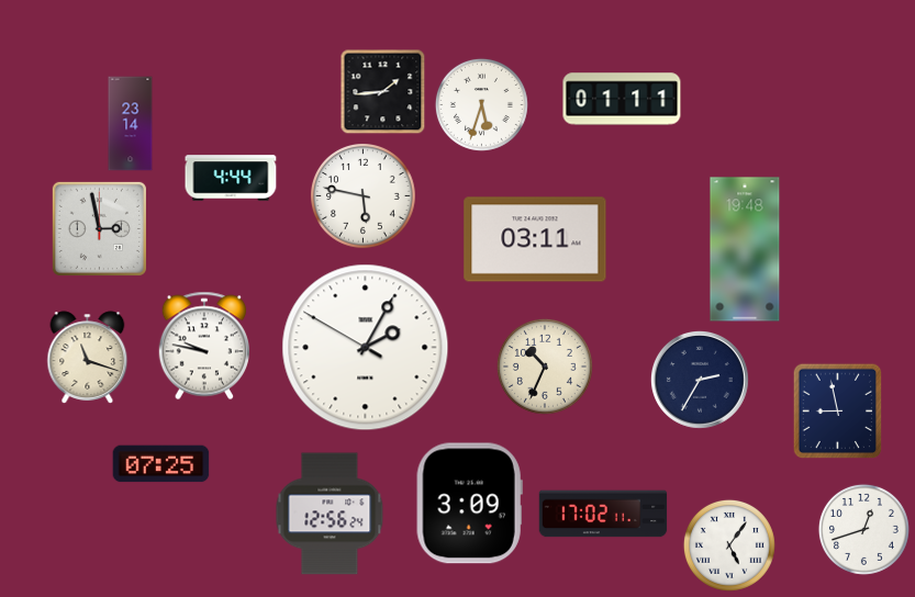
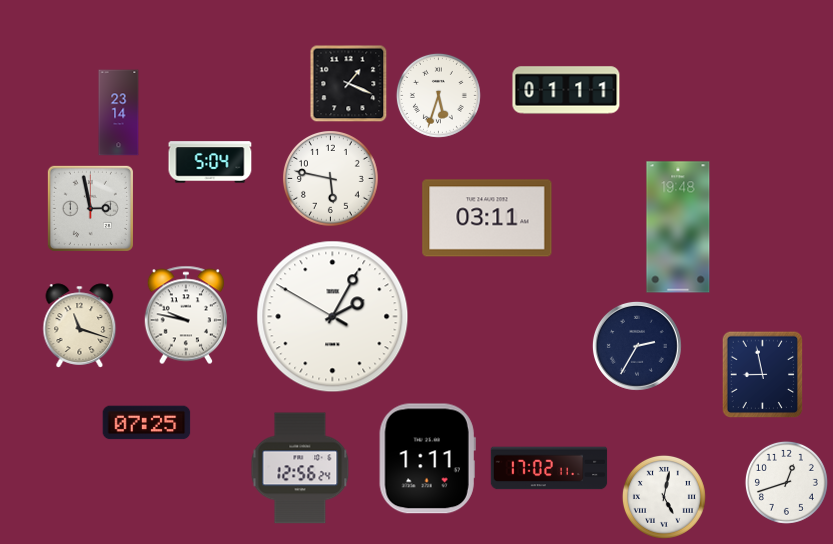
clock at (383, 92): 1:44 -> 1:19
clock at (231, 178): 4:44 -> 5:04
clock at (545, 367): 10:34 -> none
clock at (469, 504): 3:09 -> 1:11
clock at (729, 545): 5:06 -> 5:02
